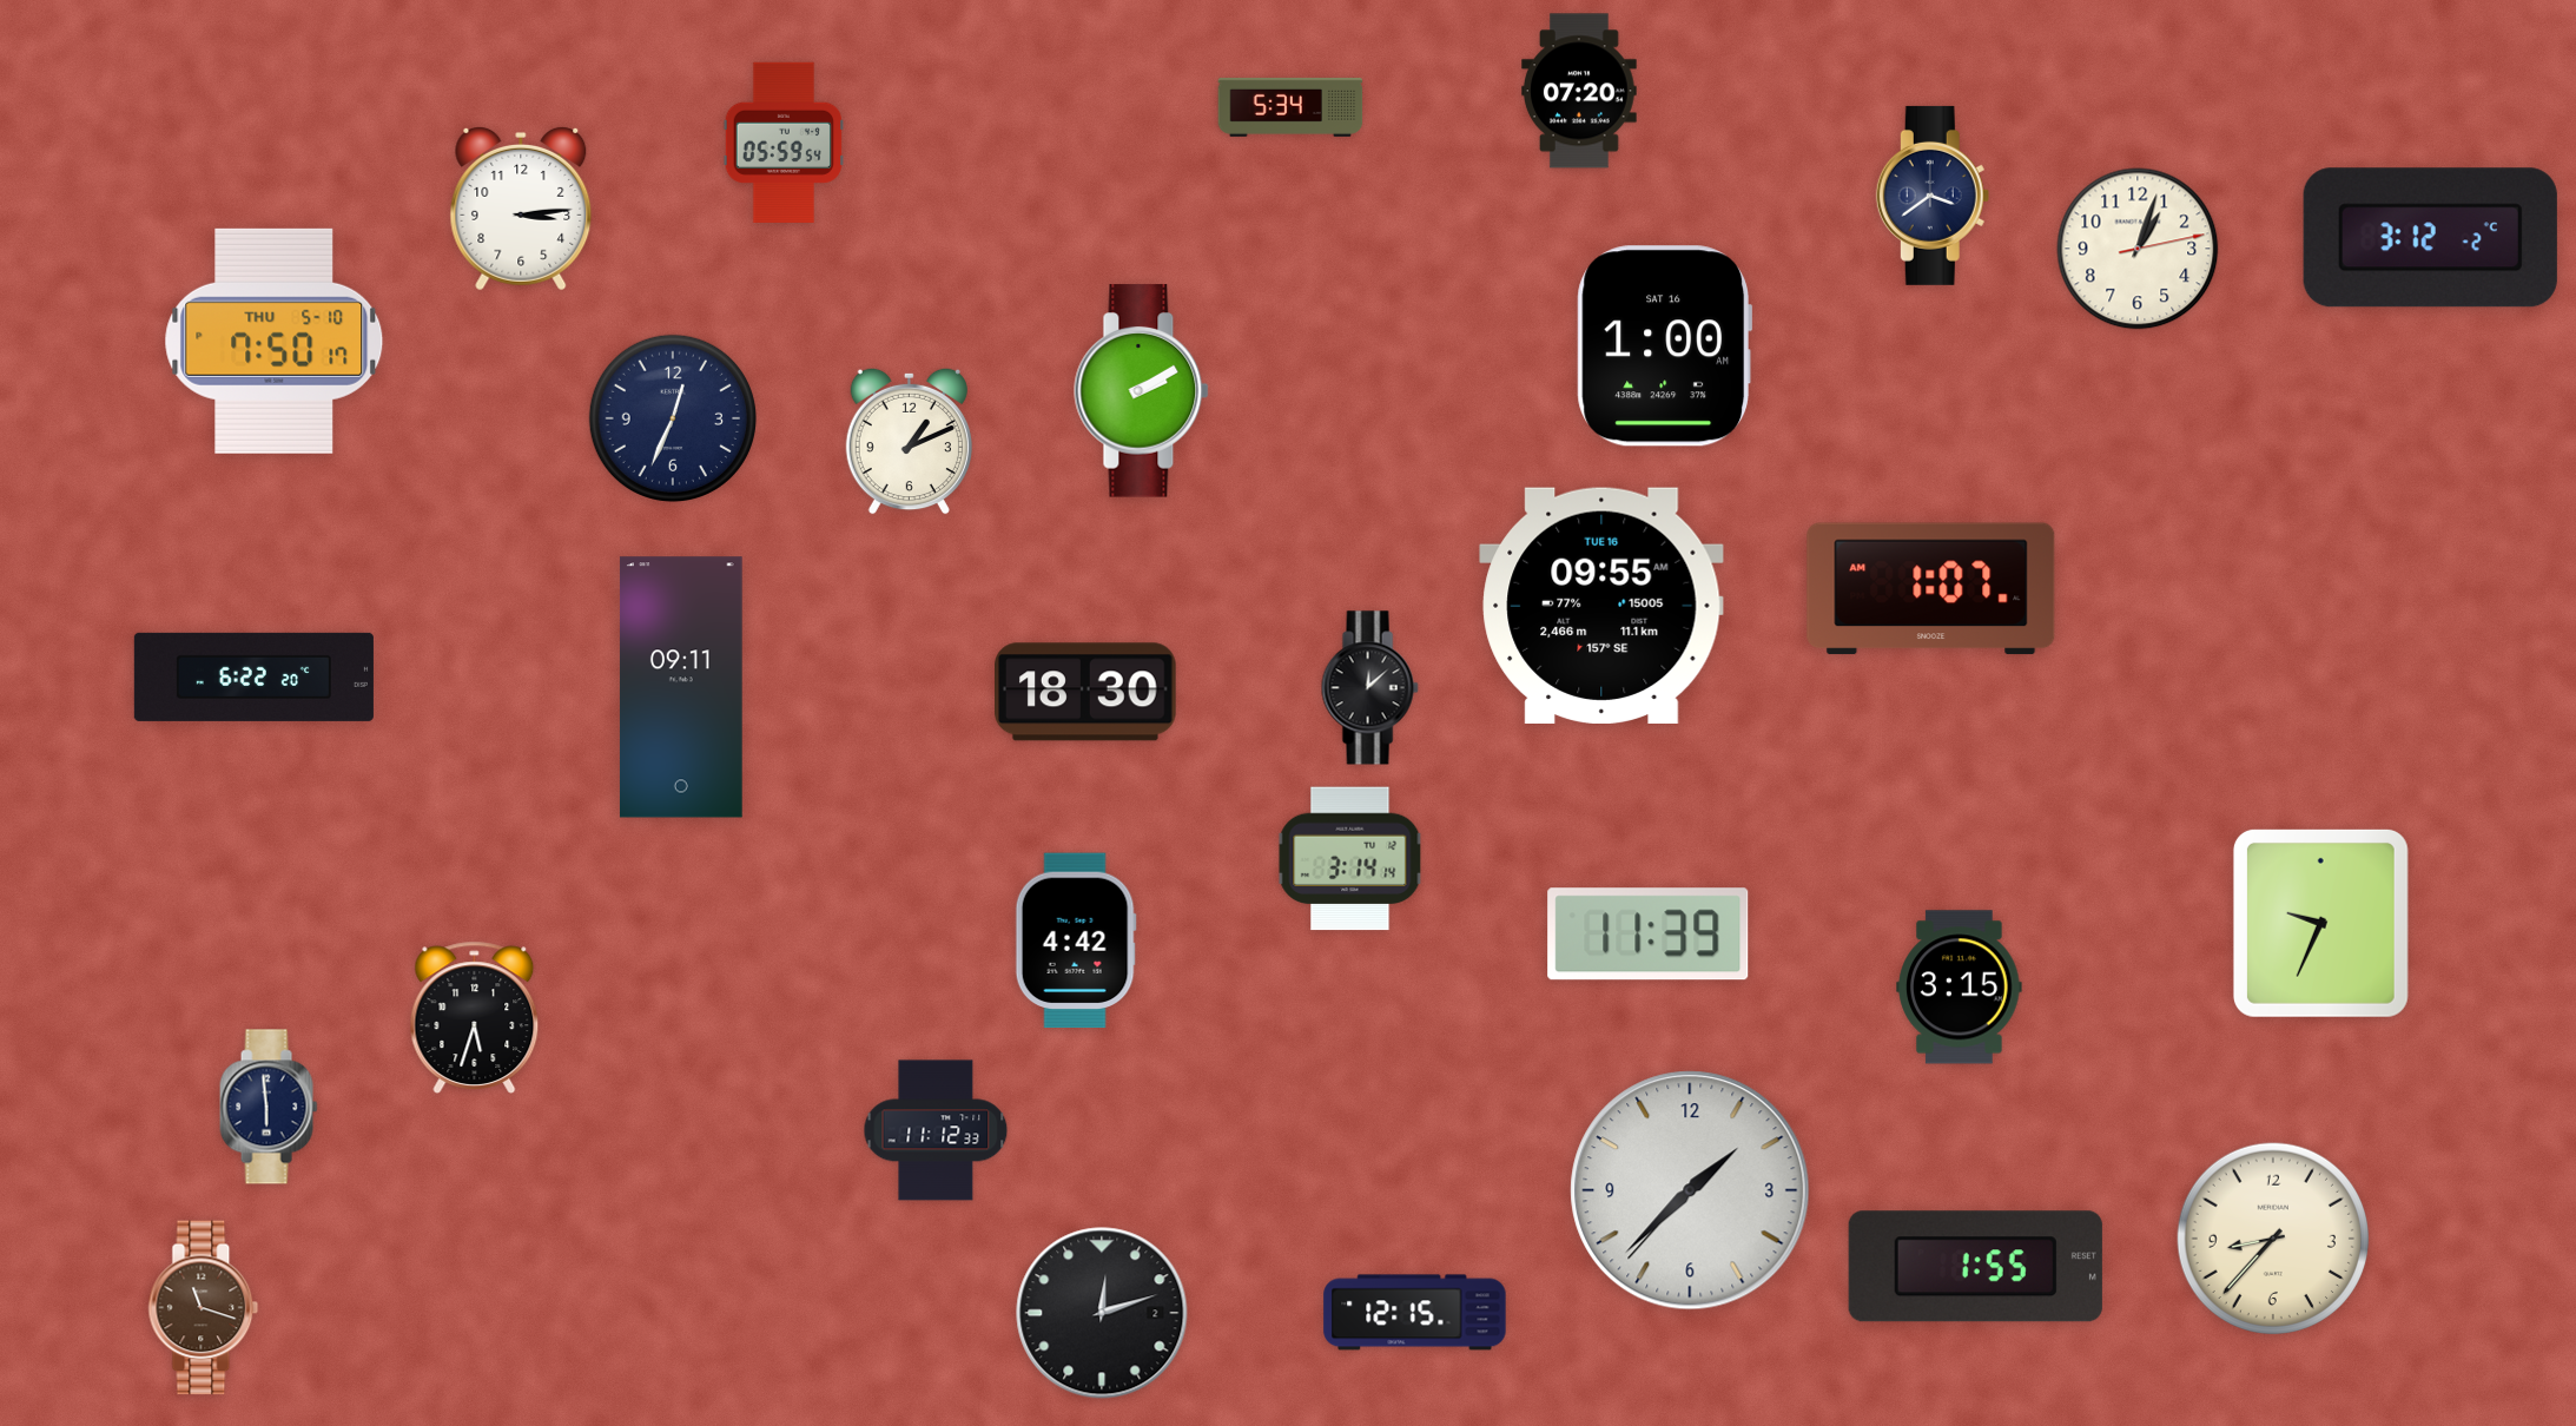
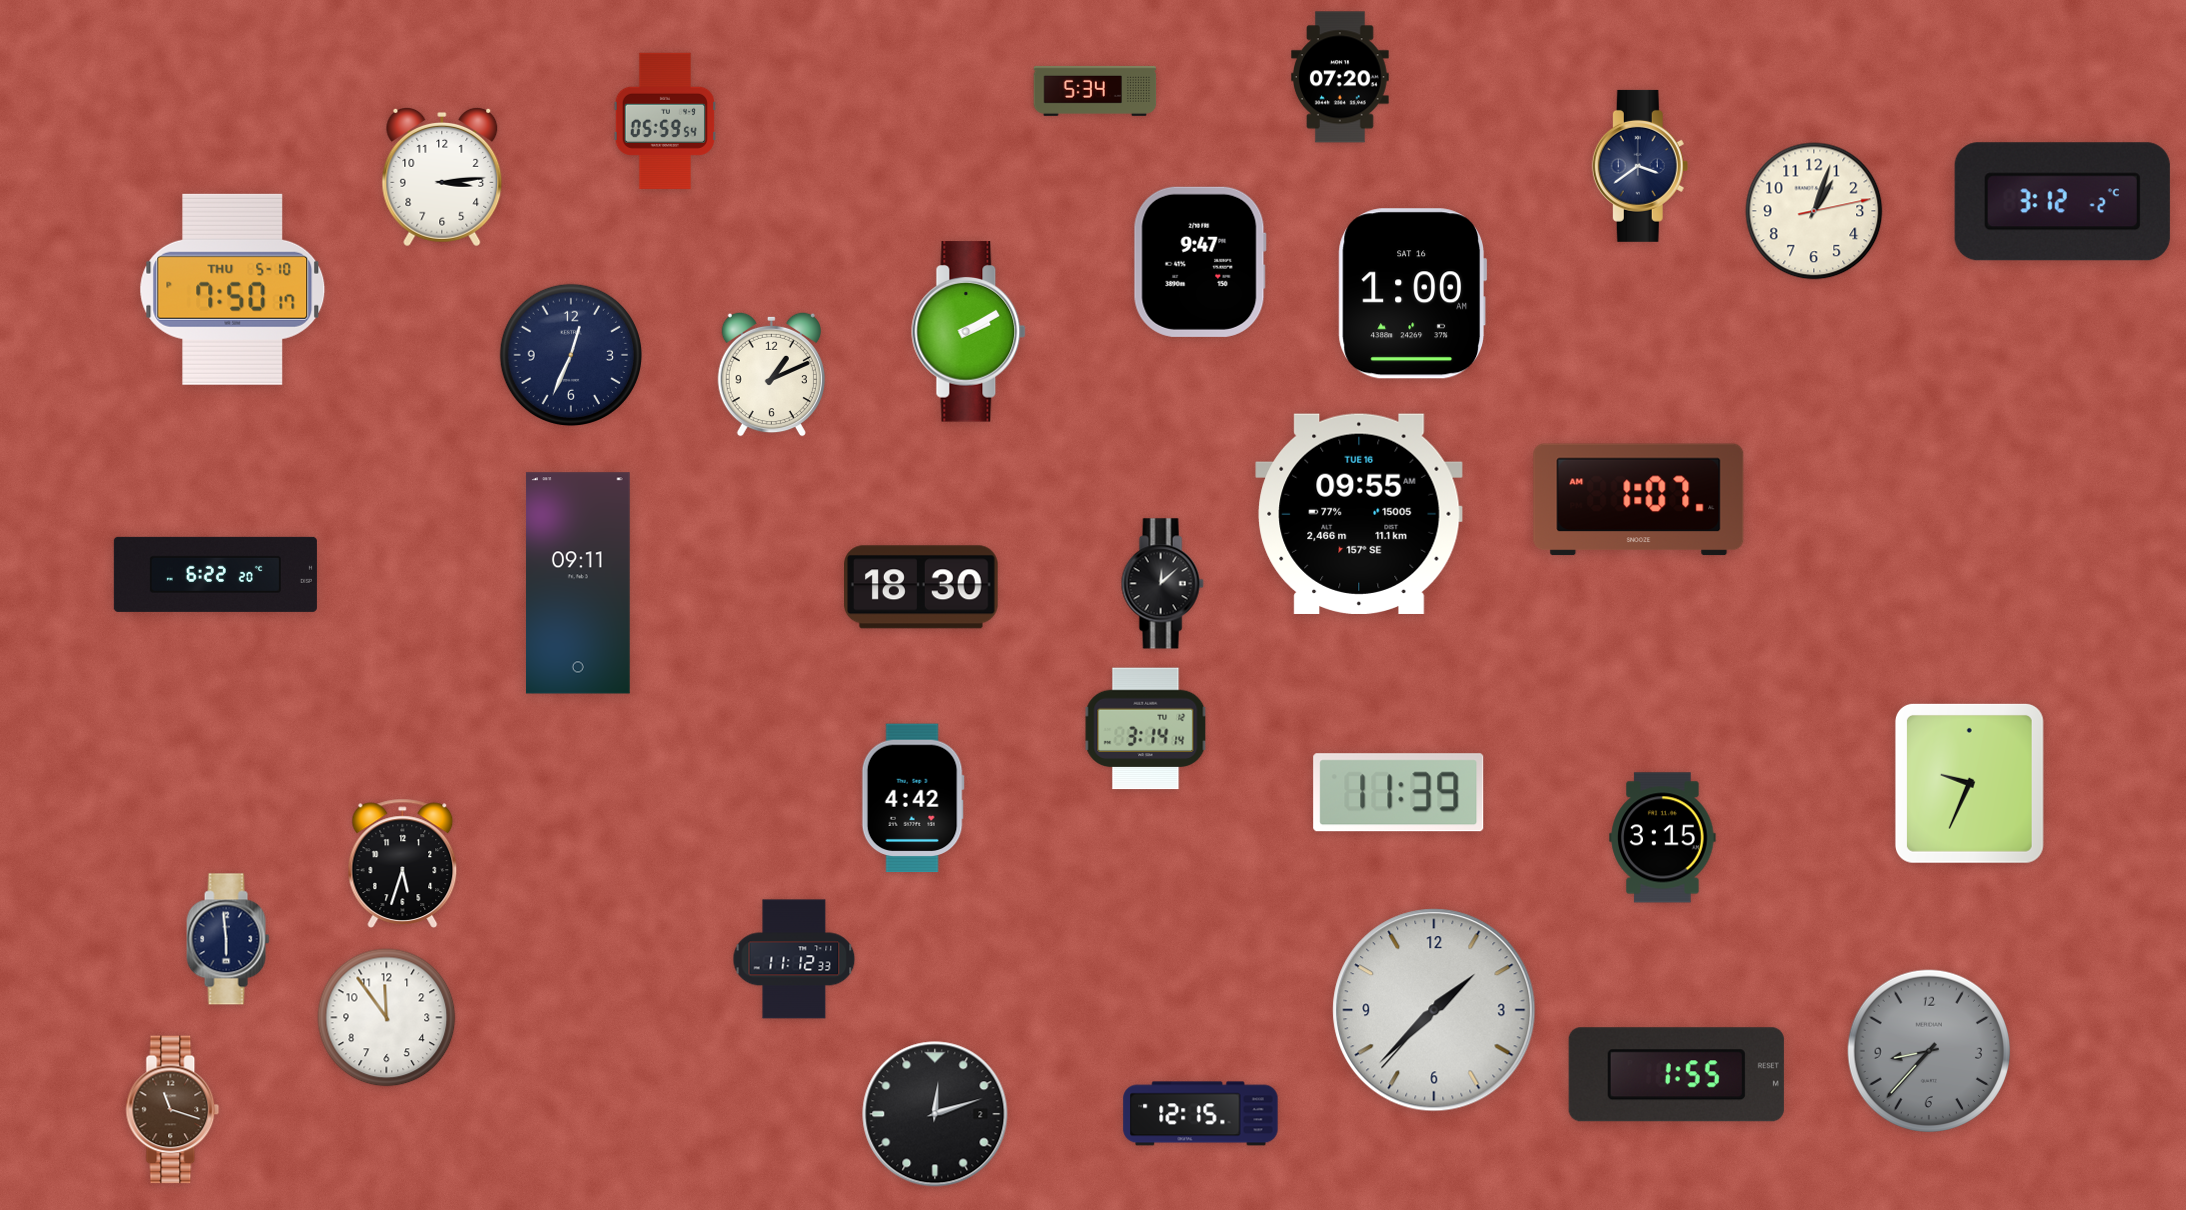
clock at (1200, 262): none -> 9:47
clock at (387, 1018): none -> 11:54
clock at (2272, 1237) dial: cream -> grey
